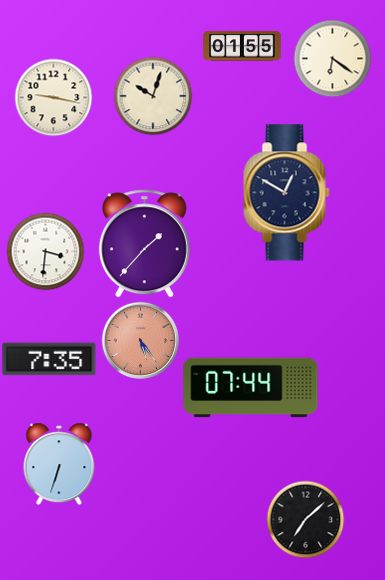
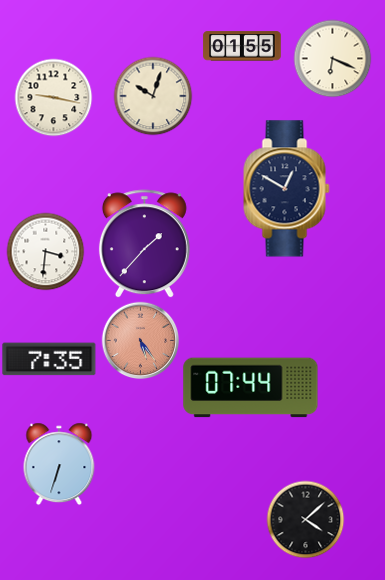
clock at (332, 58): 6:21 -> 6:19
clock at (287, 193) position: (287, 193) -> (287, 189)
clock at (305, 519): 7:08 -> 4:08
